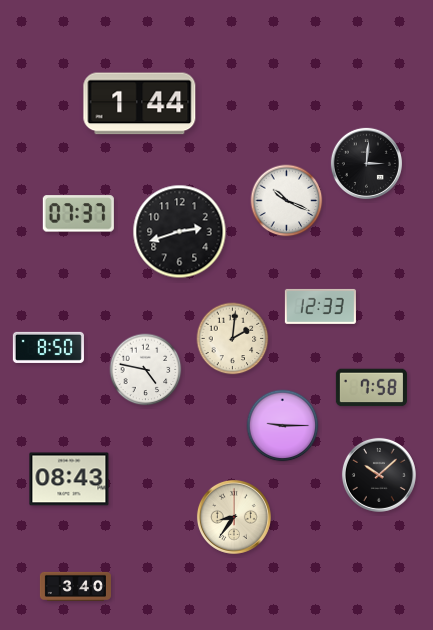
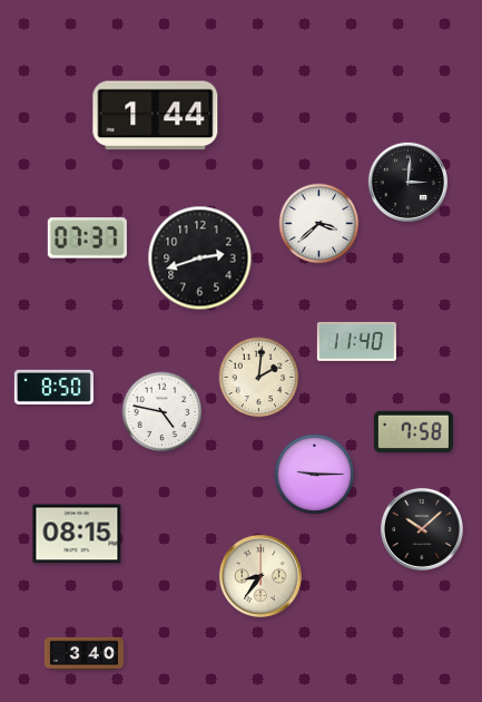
clock at (287, 201): 10:19 -> 3:38
clock at (320, 306): 12:33 -> 11:40
clock at (69, 479): 08:43 -> 08:15
